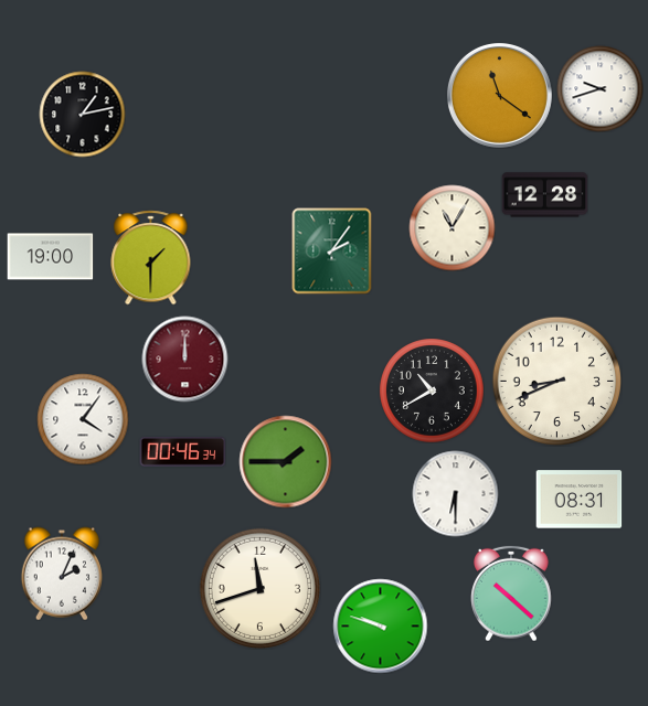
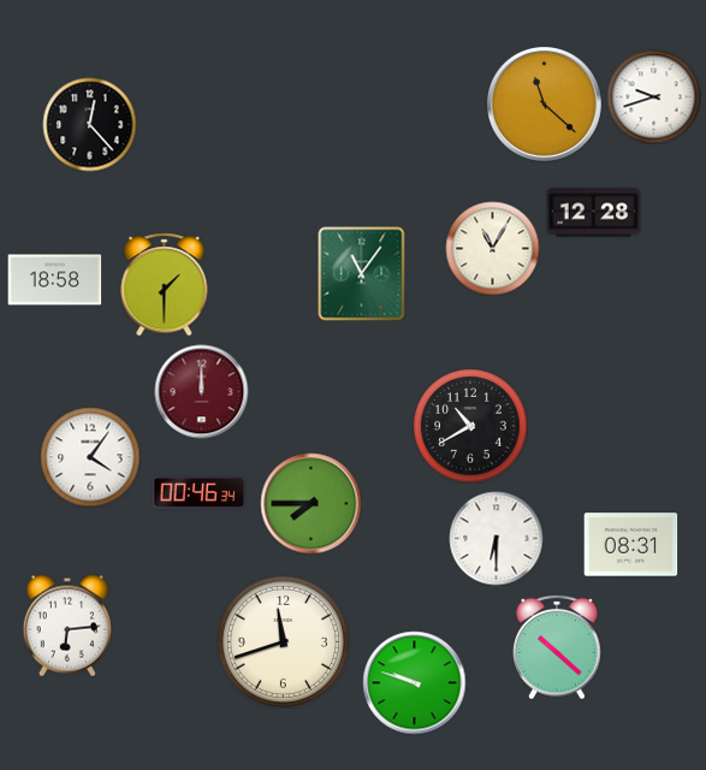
clock at (499, 95): 11:21 -> 11:22
clock at (82, 114): 1:13 -> 12:23
clock at (332, 250): 2:06 -> 11:06
clock at (50, 257): 19:00 -> 18:58
clock at (151, 257) position: (151, 257) -> (165, 284)
clock at (556, 381): 8:41 -> none
clock at (285, 461): 1:45 -> 7:45
clock at (62, 574): 2:04 -> 6:14
